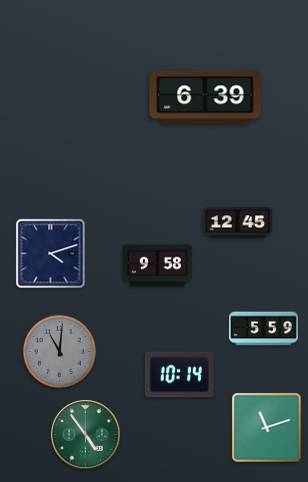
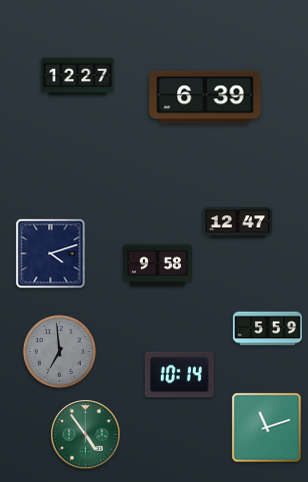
clock at (78, 77): none -> 12:27
clock at (237, 223): 12:45 -> 12:47
clock at (263, 329) position: (263, 329) -> (267, 329)
clock at (59, 351): 11:01 -> 6:59
